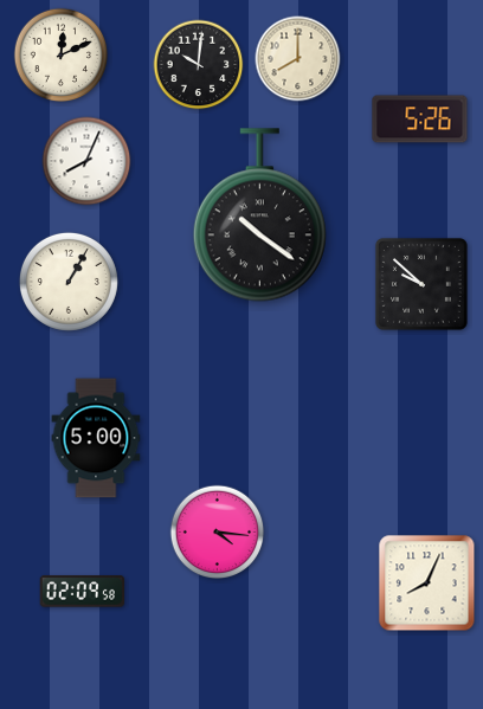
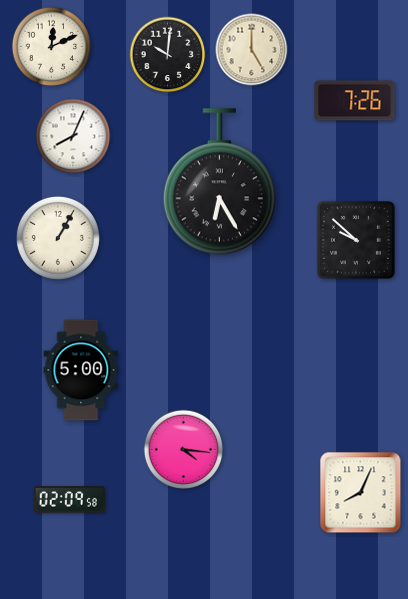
clock at (298, 59): 8:00 -> 5:00
clock at (420, 120): 5:26 -> 7:26
clock at (259, 215): 10:21 -> 6:25
